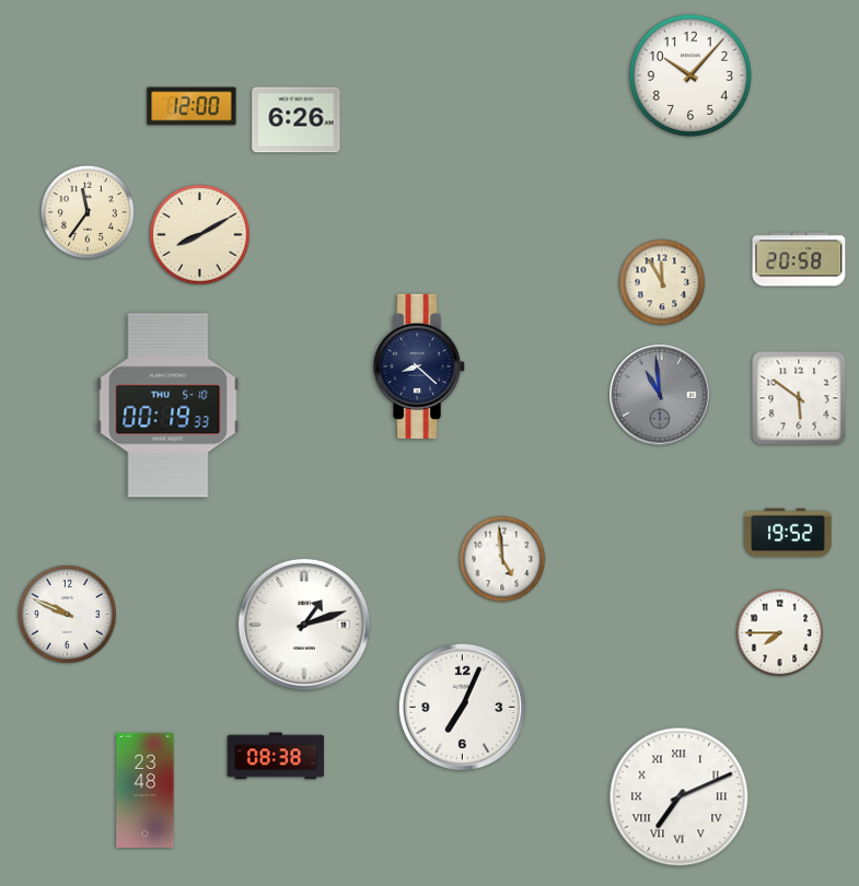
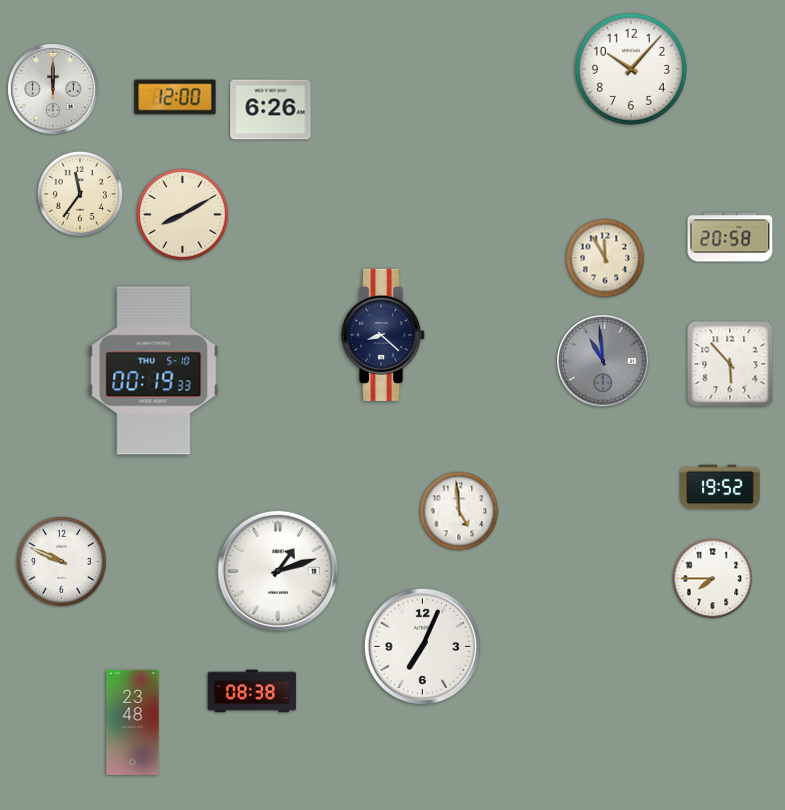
clock at (53, 89): none -> 12:00
clock at (799, 398): 5:51 -> 5:53
clock at (680, 797): 7:11 -> none
